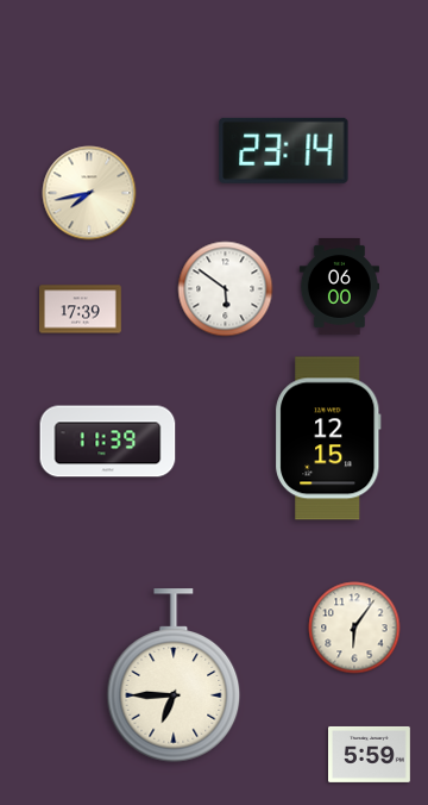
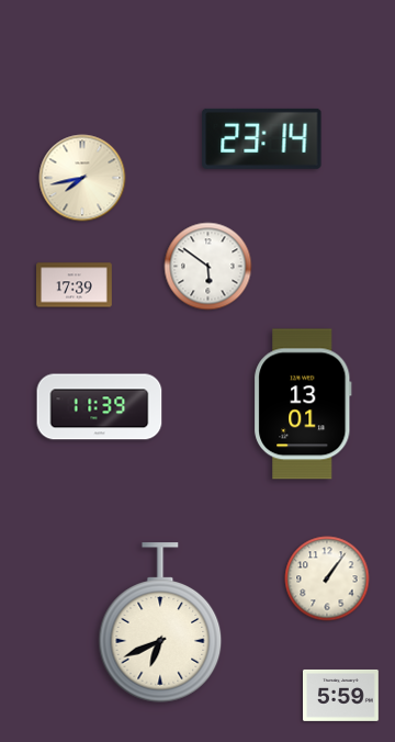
clock at (339, 286): 06:00 -> none
clock at (328, 438): 12:15 -> 13:01
clock at (354, 628): 6:06 -> 1:06
clock at (174, 675): 6:45 -> 6:41
